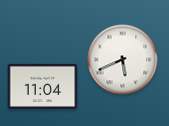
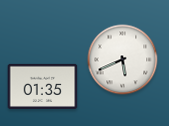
clock at (43, 86): 11:04 -> 01:35
